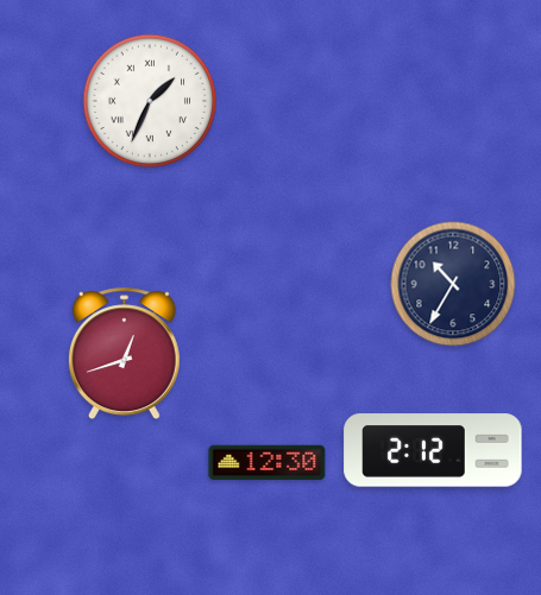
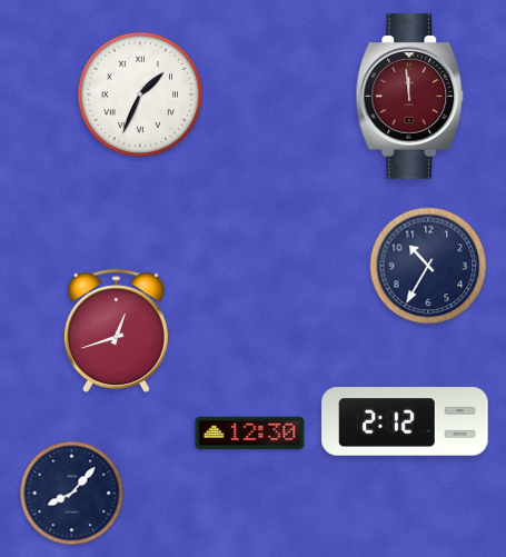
clock at (410, 97): none -> 11:59
clock at (453, 284) position: (453, 284) -> (428, 266)
clock at (72, 494): none -> 8:07
